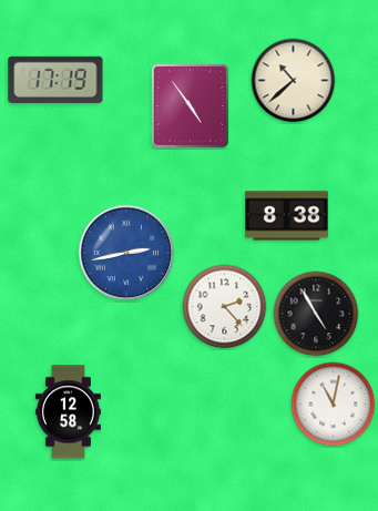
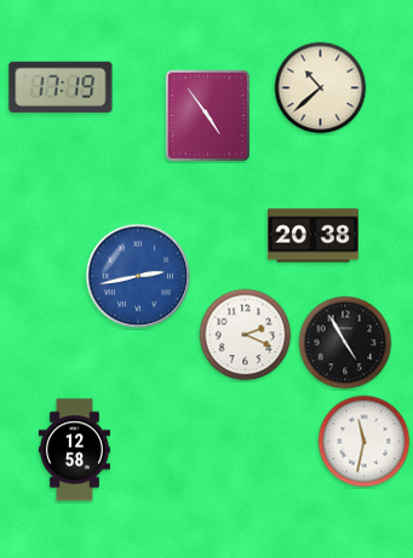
clock at (286, 216): 8:38 -> 20:38
clock at (225, 307): 2:23 -> 2:19
clock at (334, 405): 11:02 -> 11:32
